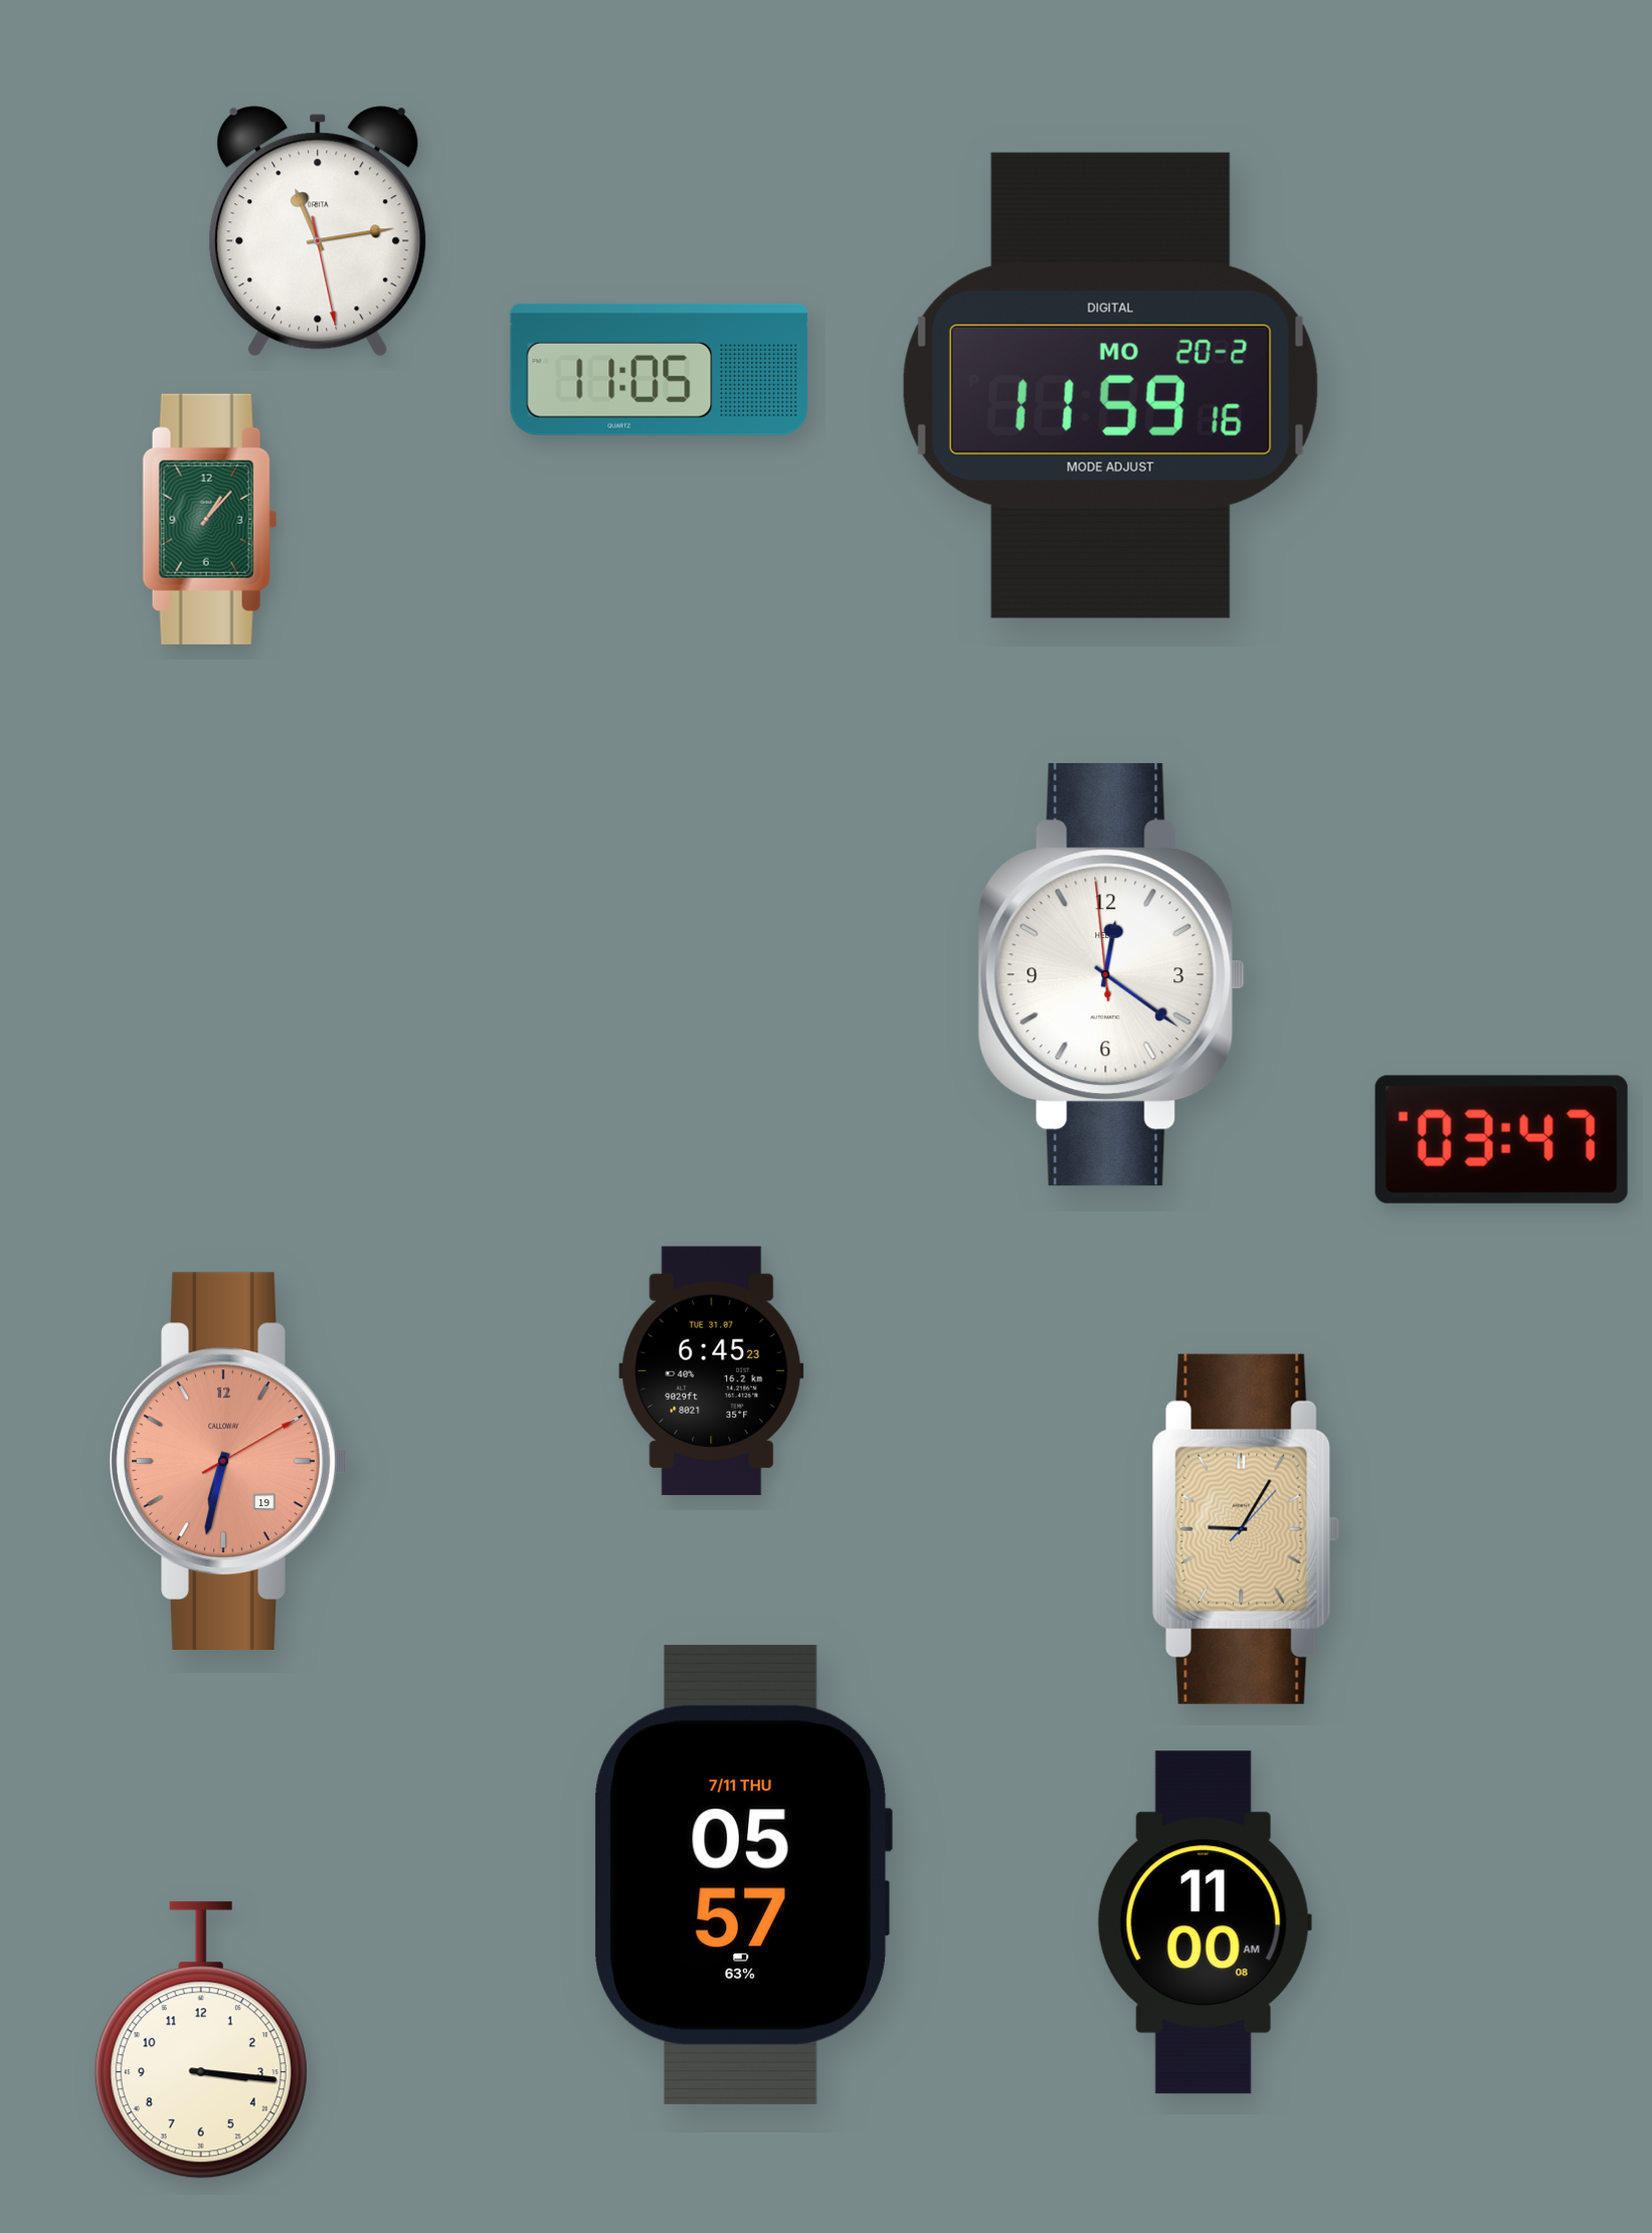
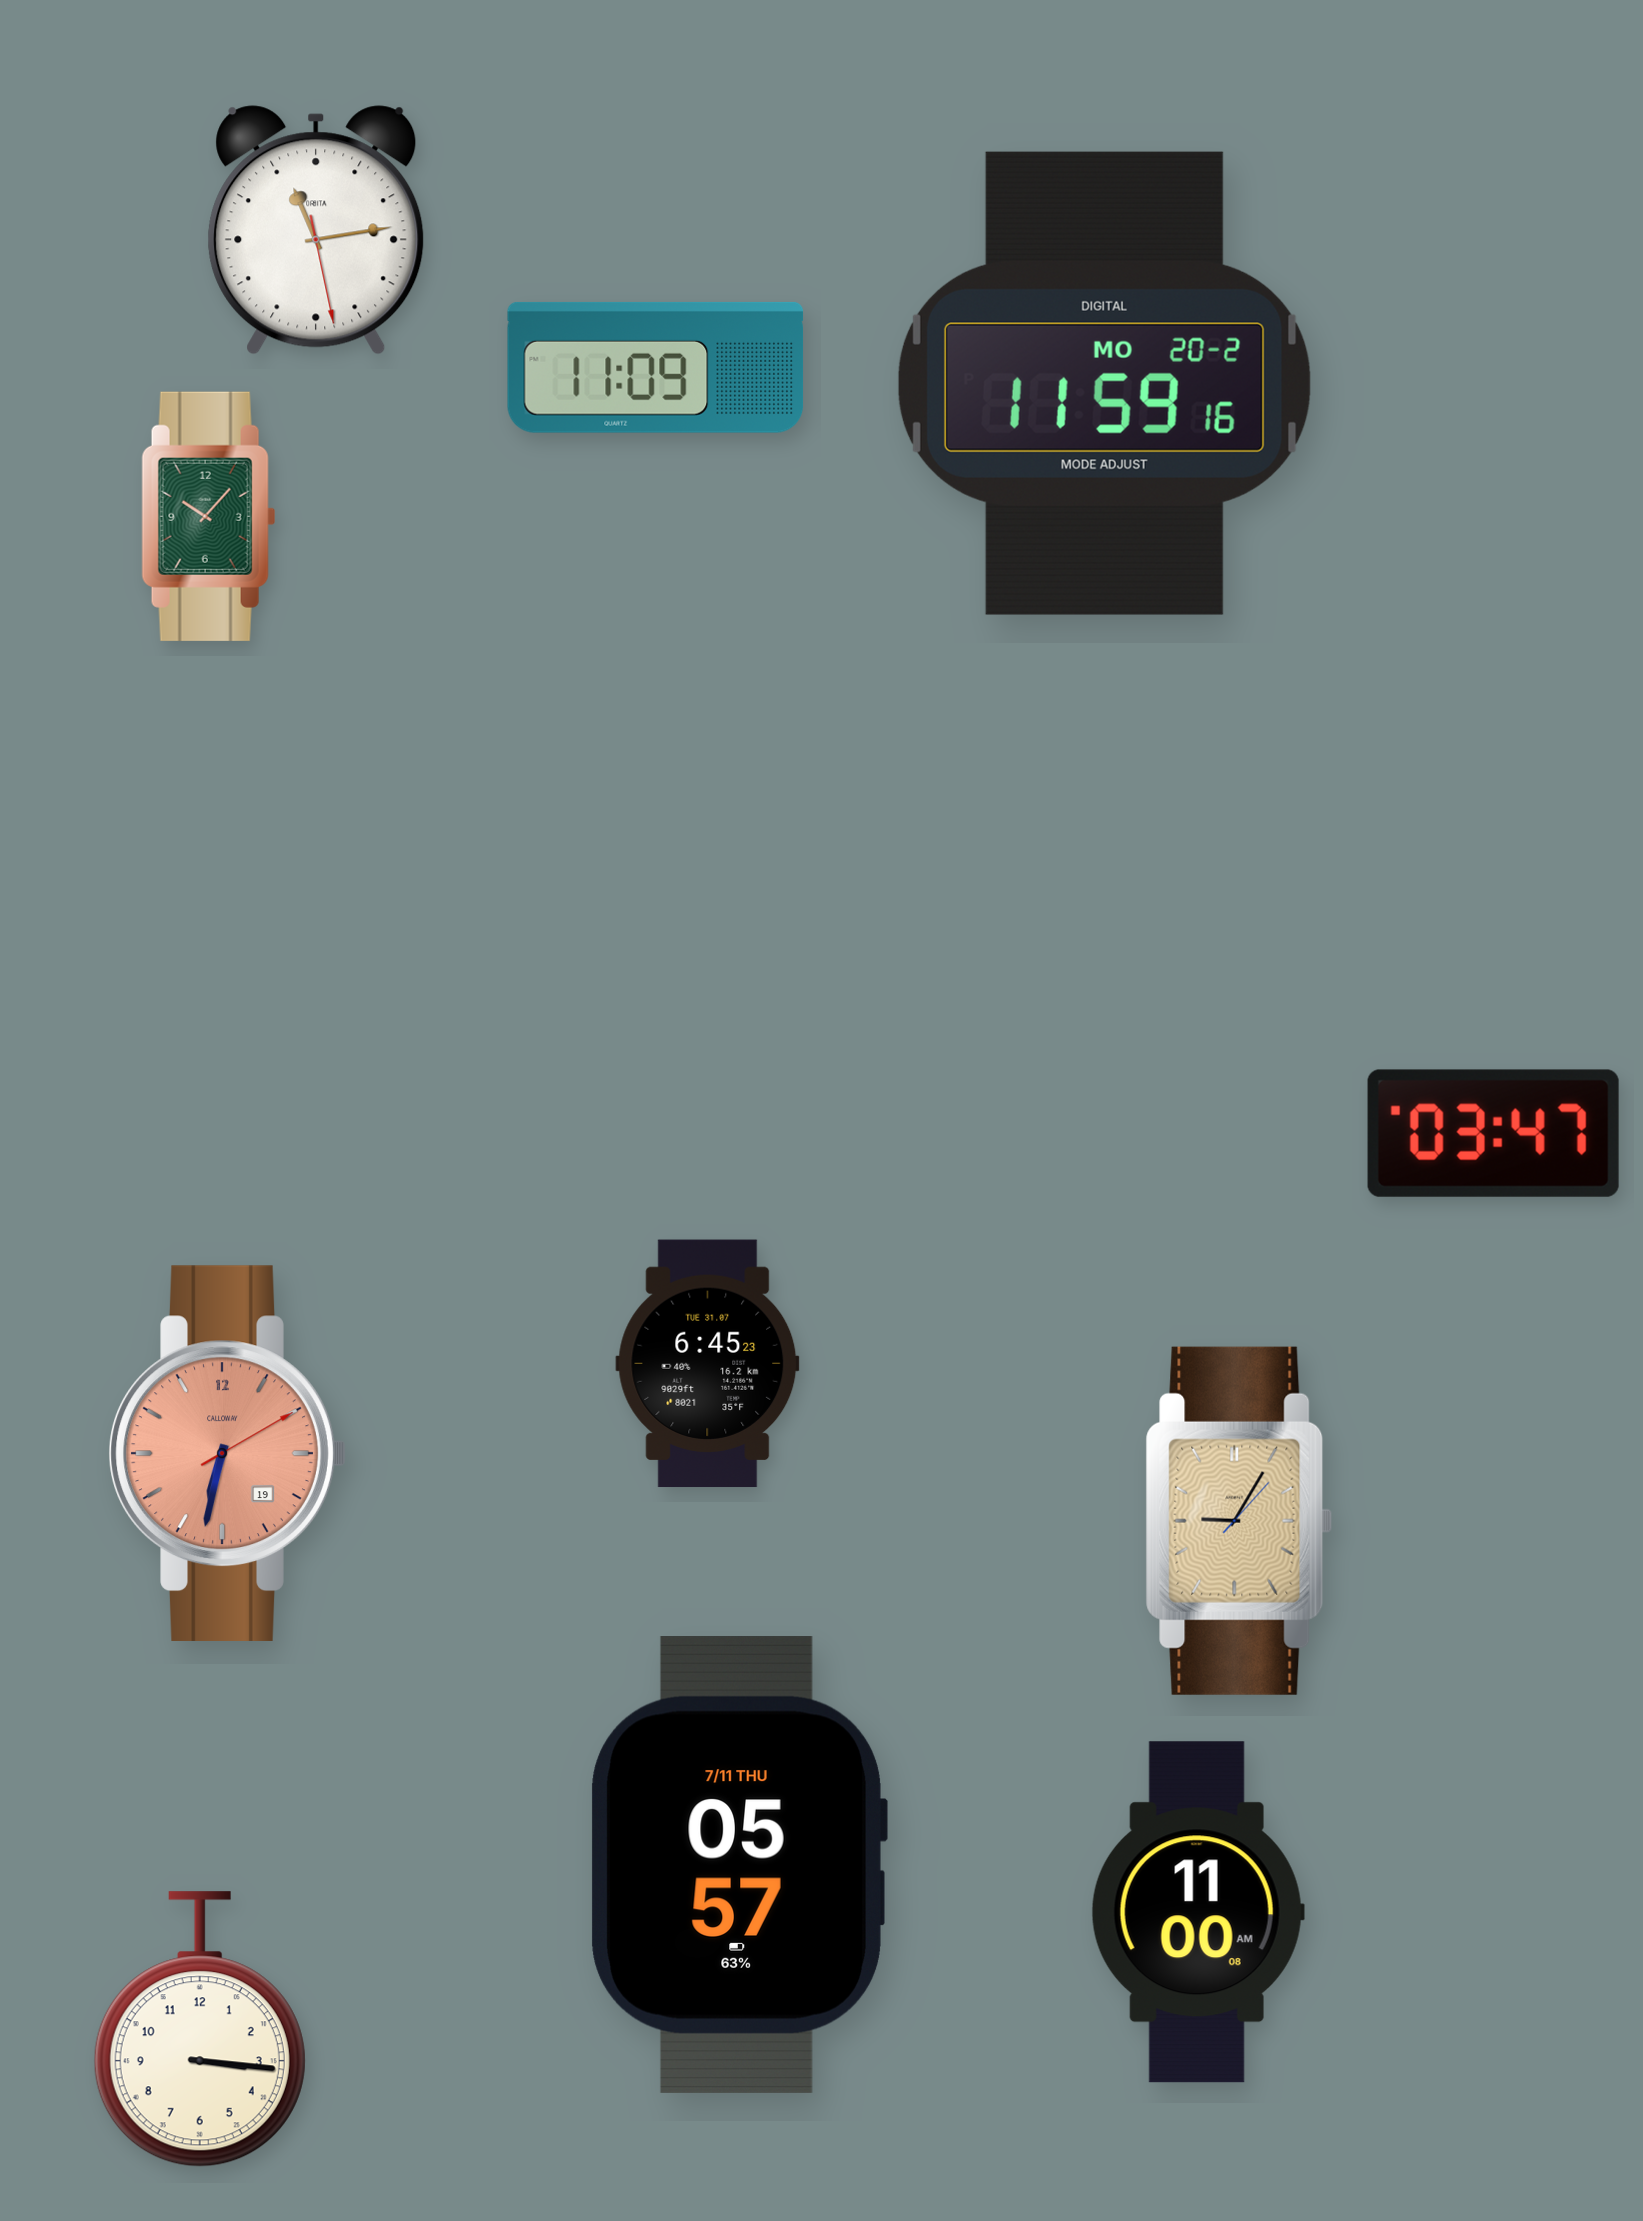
clock at (660, 369): 11:05 -> 11:09
clock at (210, 519): 1:07 -> 10:07
clock at (1111, 975): 12:20 -> none
